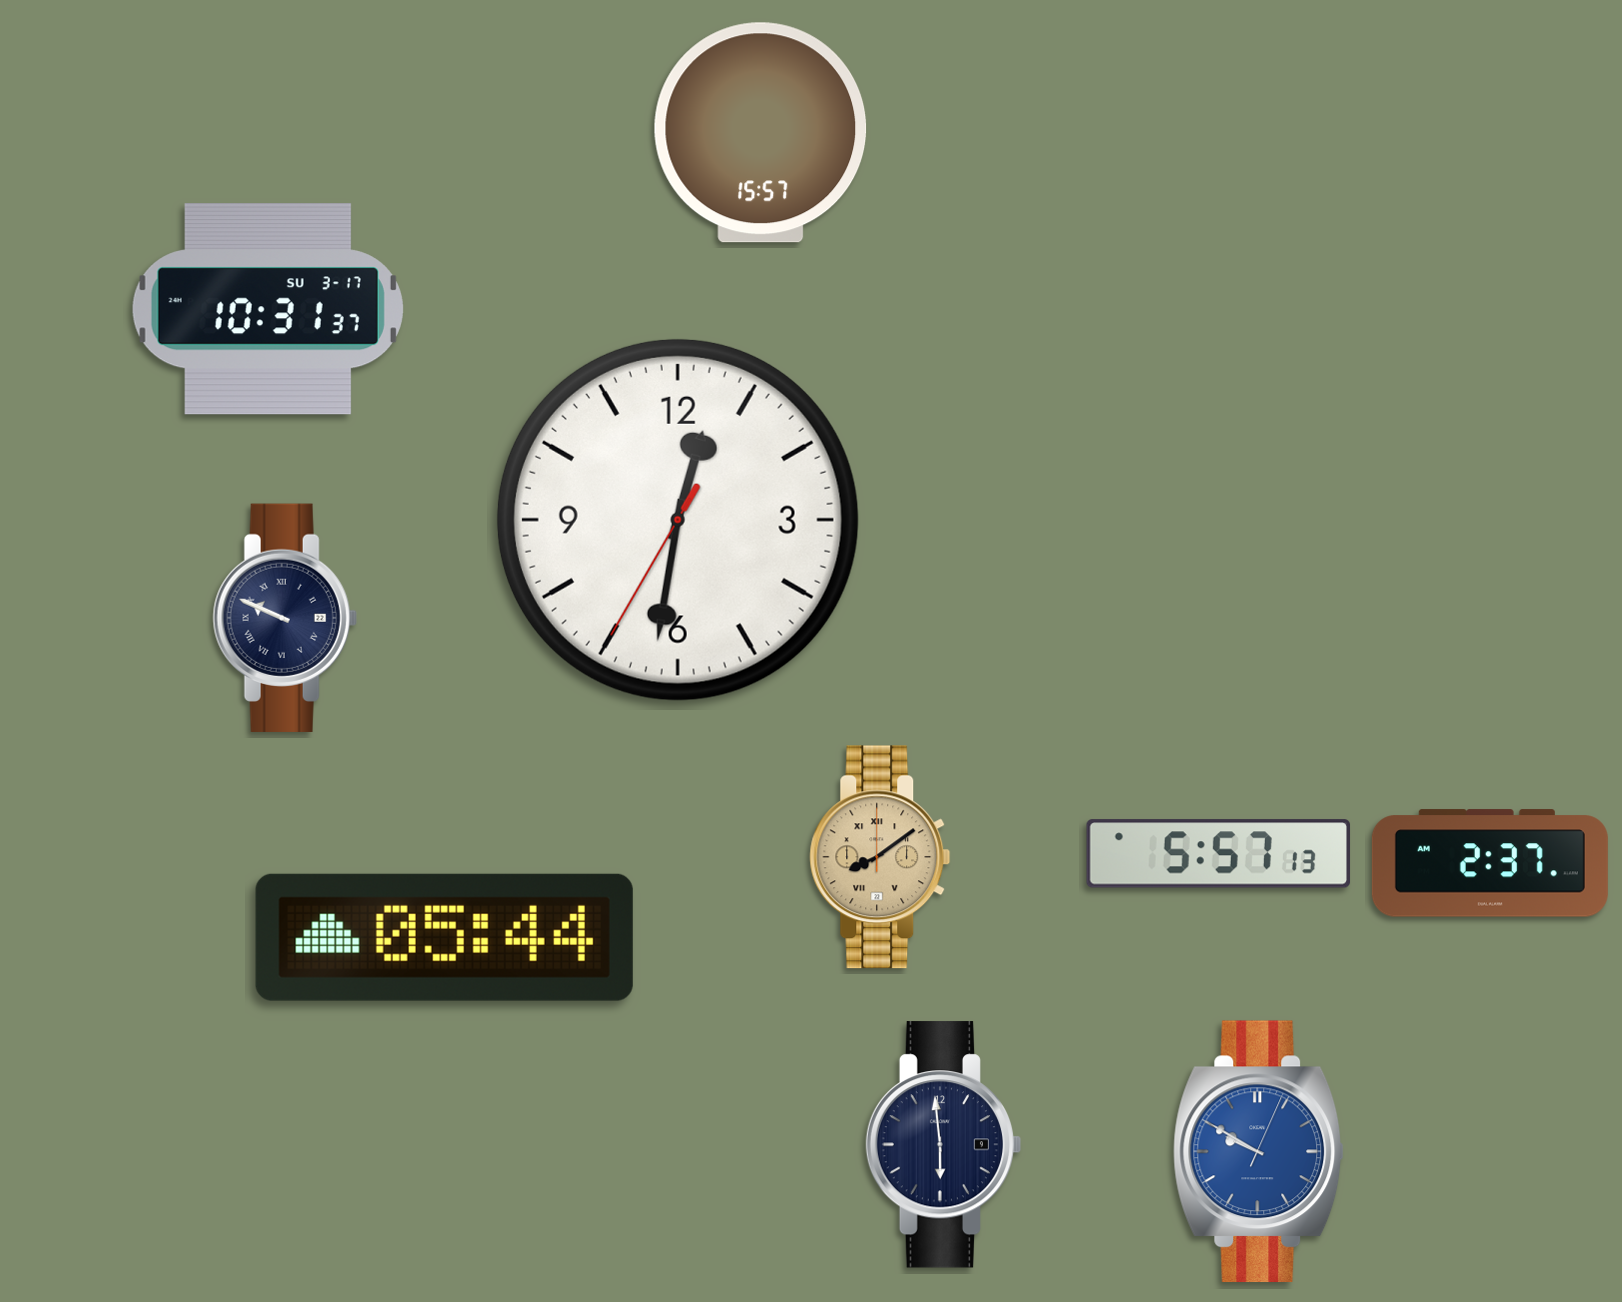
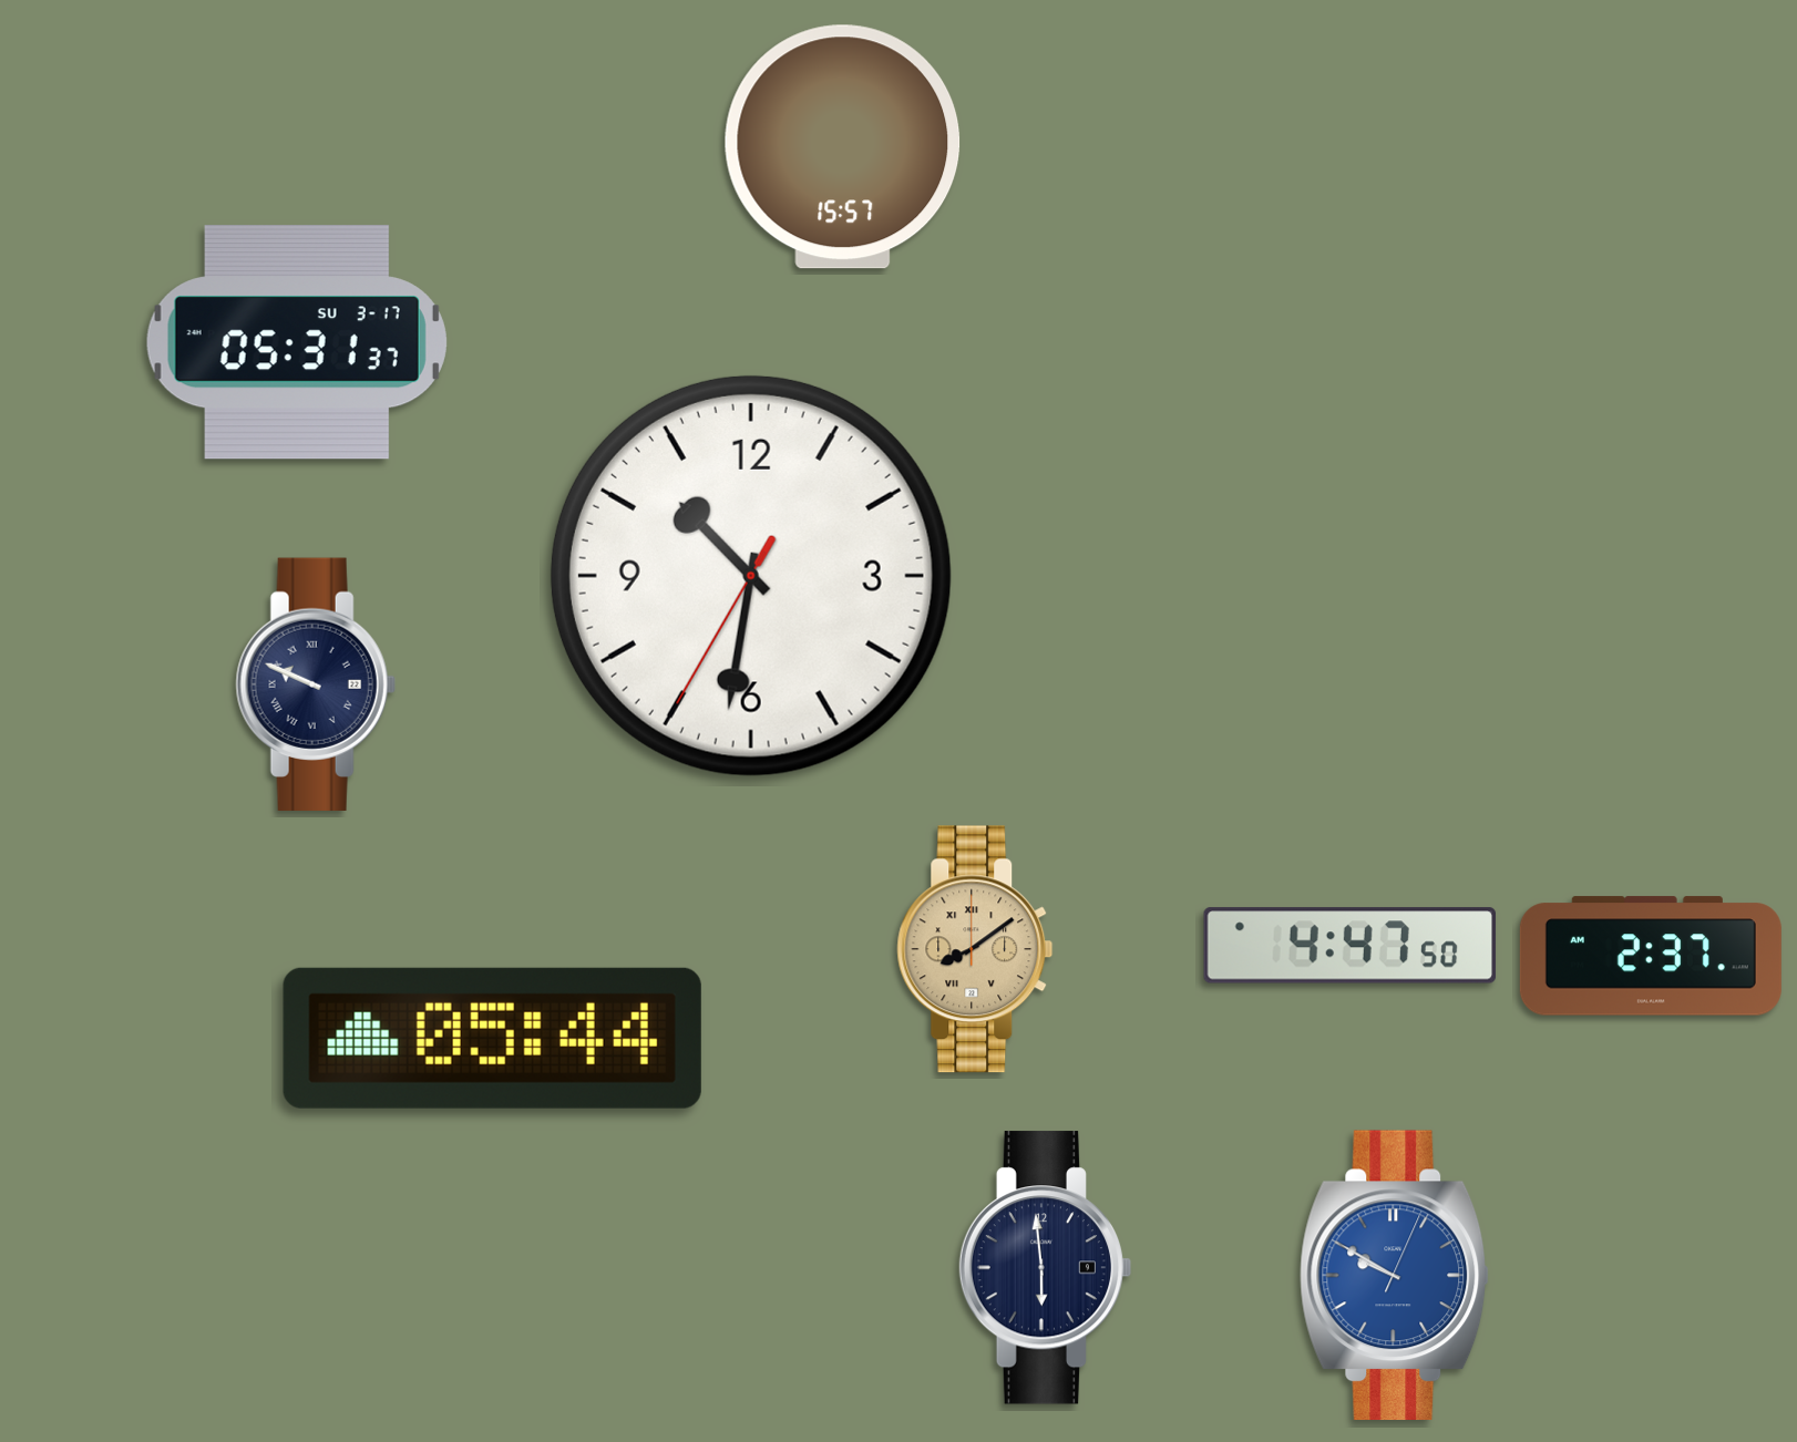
clock at (268, 309): 10:31 -> 05:31
clock at (678, 520): 12:31 -> 10:31
clock at (1219, 854): 5:57 -> 4:47
